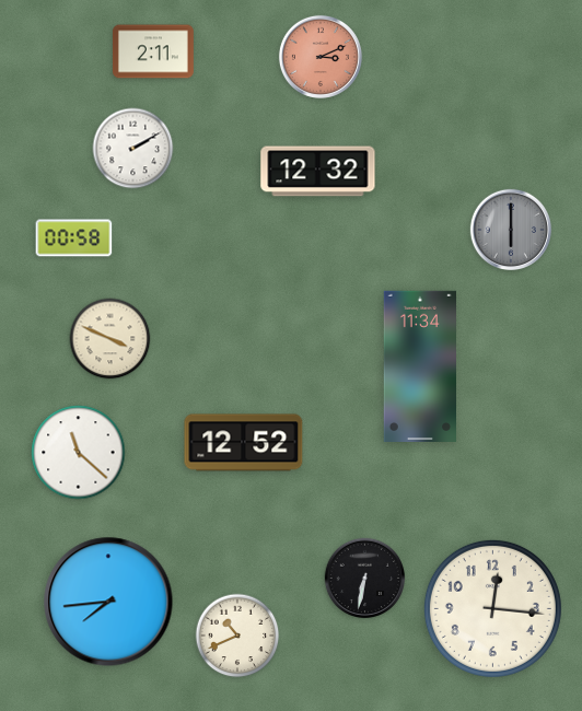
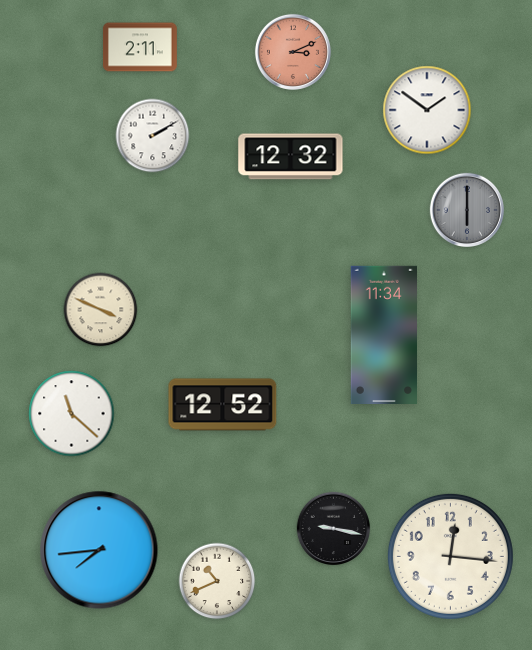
clock at (427, 110): none -> 1:51
clock at (133, 149) position: (133, 149) -> (153, 136)
clock at (74, 238): 00:58 -> none
clock at (365, 579): 6:32 -> 9:17
